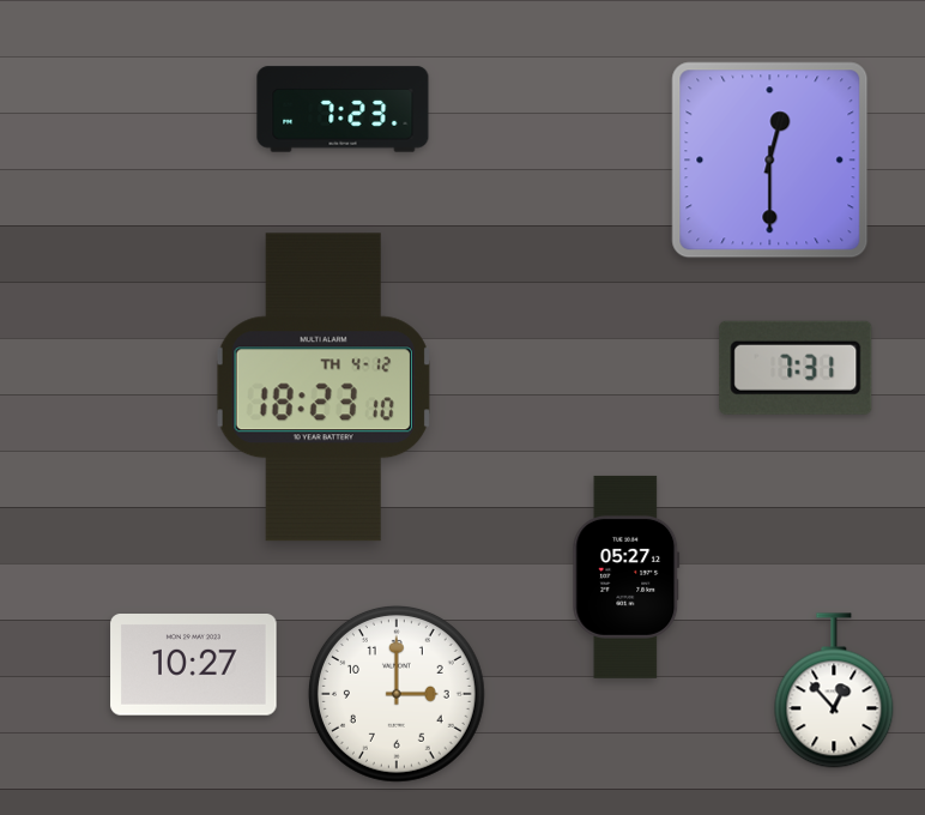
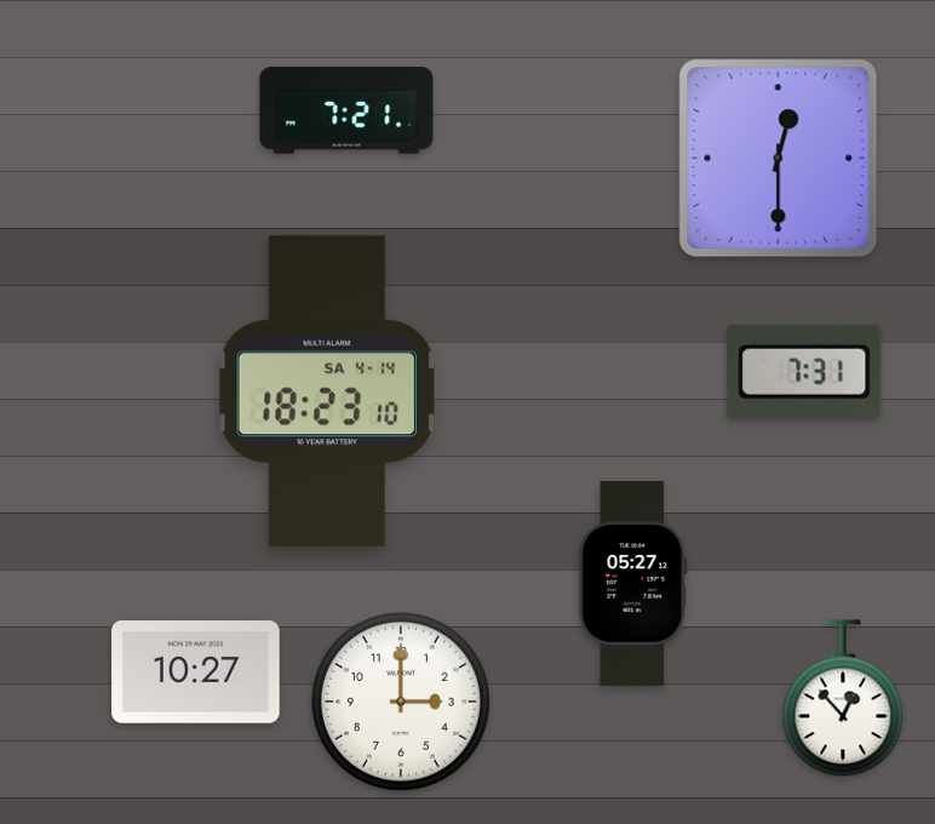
clock at (343, 109): 7:23 -> 7:21
clock at (770, 161) position: (770, 161) -> (779, 159)
clock at (324, 387) date: TH 4-12 -> SA 4-14
